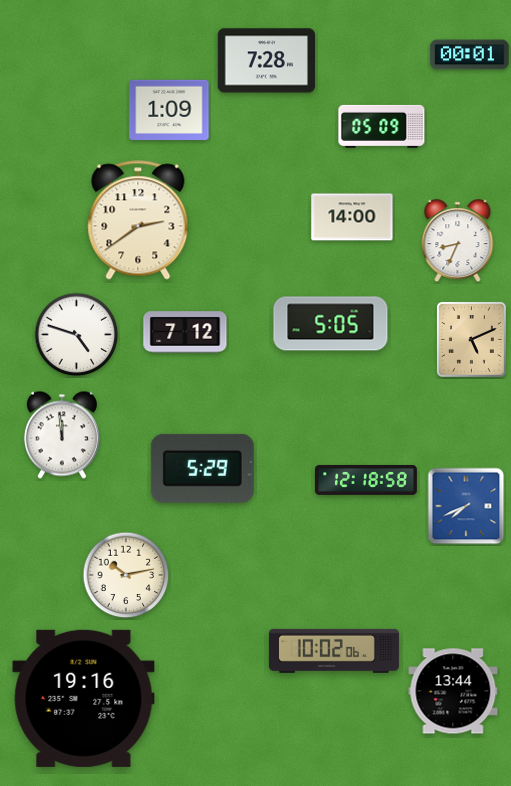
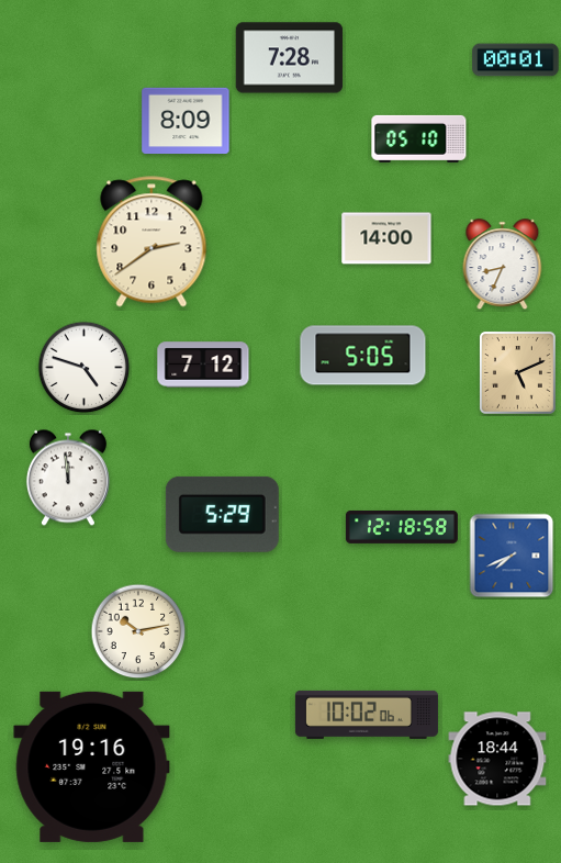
clock at (267, 61) position: (267, 61) -> (290, 58)
clock at (169, 110): 1:09 -> 8:09
clock at (382, 126): 05:09 -> 05:10
clock at (453, 691): 13:44 -> 18:44
